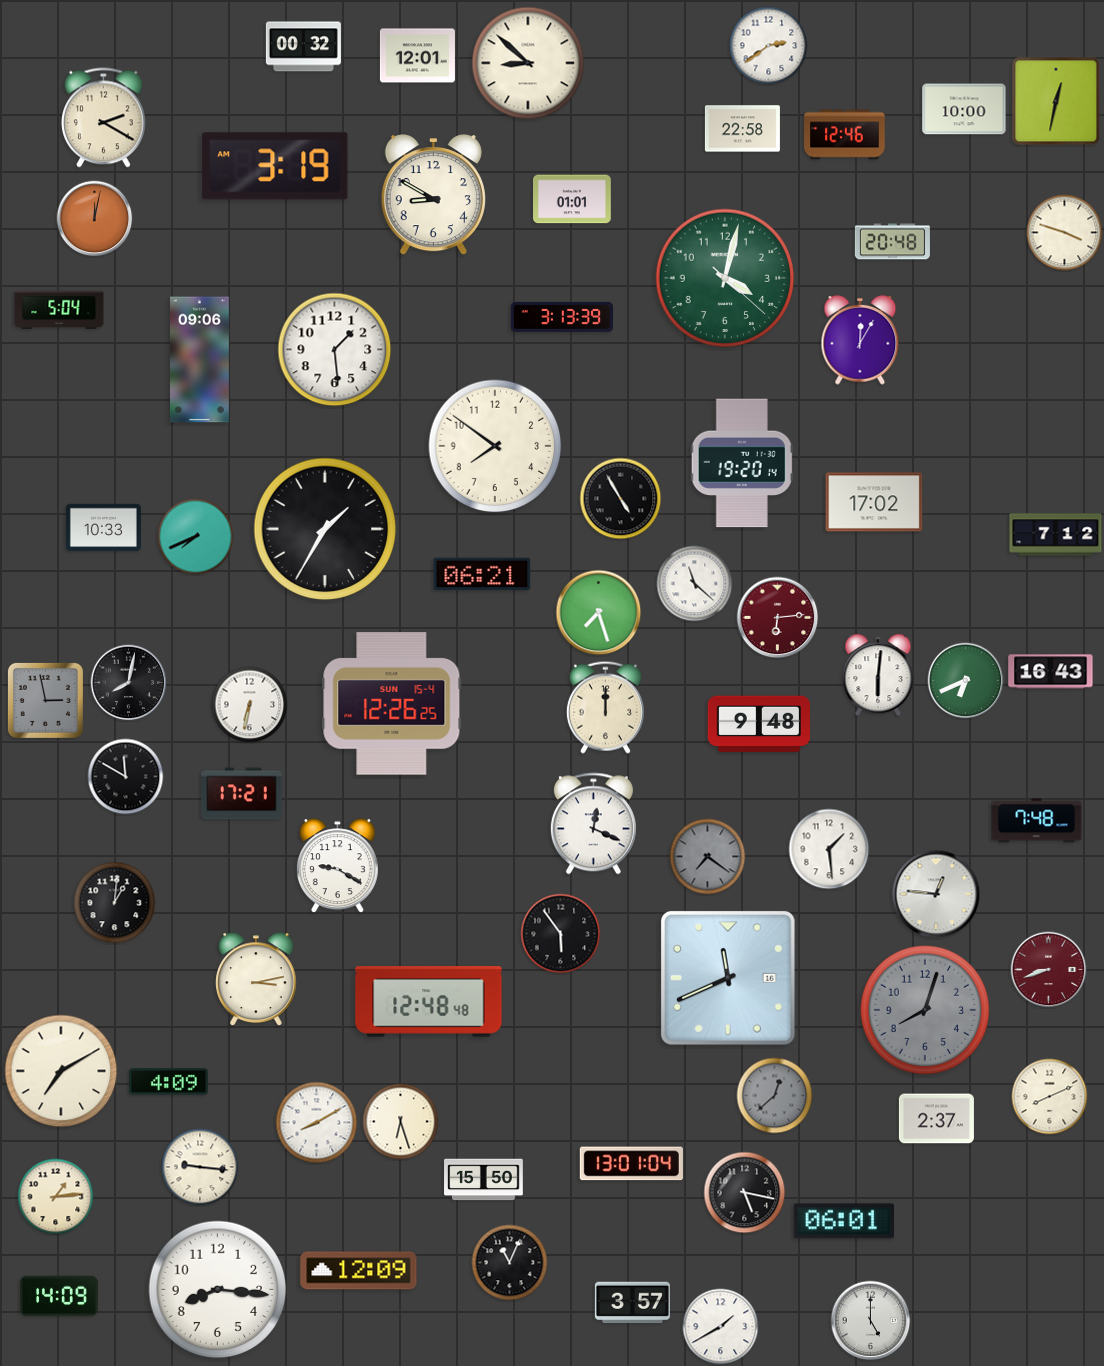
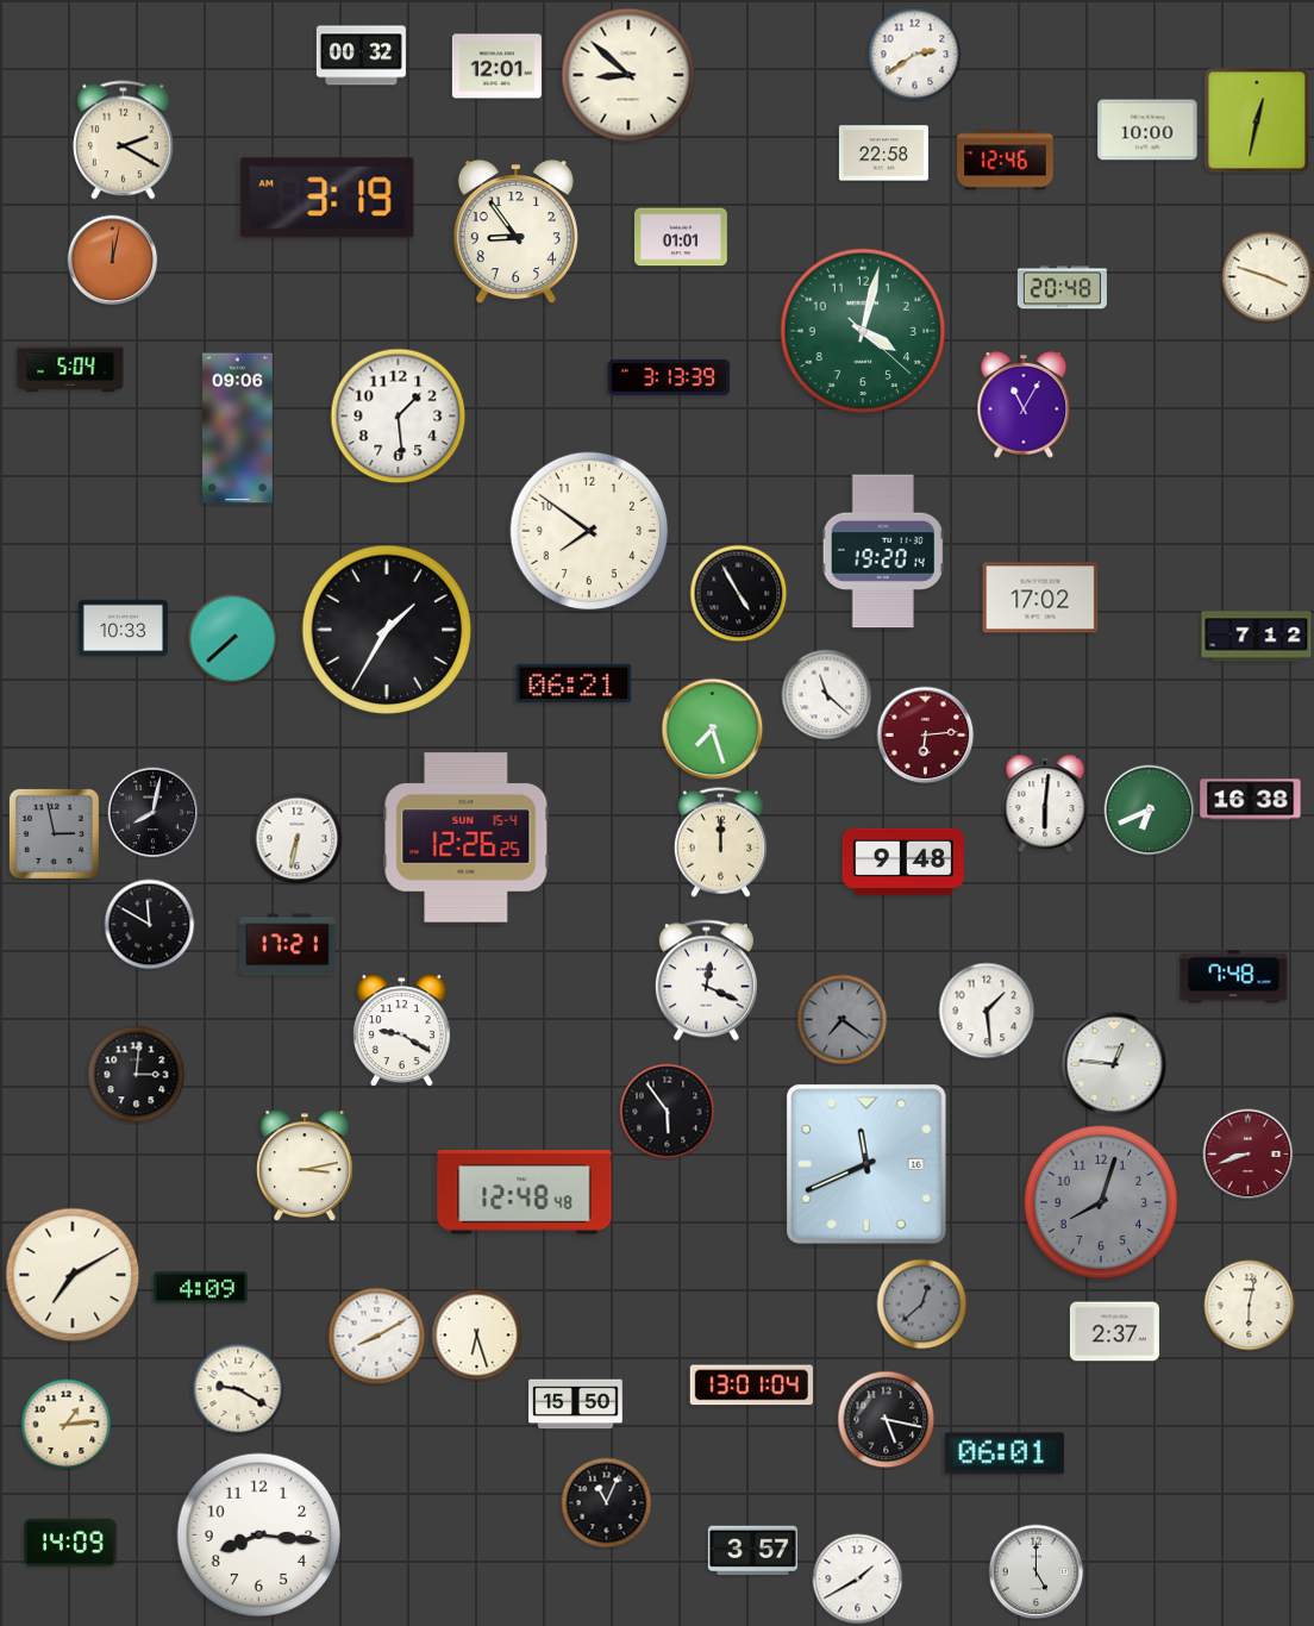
clock at (433, 195): 8:50 -> 8:54
clock at (860, 340): 12:05 -> 11:05
clock at (196, 537): 7:41 -> 7:38
clock at (1051, 672): 16:43 -> 16:38
clock at (115, 903): 1:01 -> 3:01
clock at (429, 1002) position: (429, 1002) -> (525, 1193)
clock at (1050, 1097): 8:11 -> 6:02
clock at (200, 1167): 9:16 -> 9:20
clock at (359, 1271): 12:09 -> none
